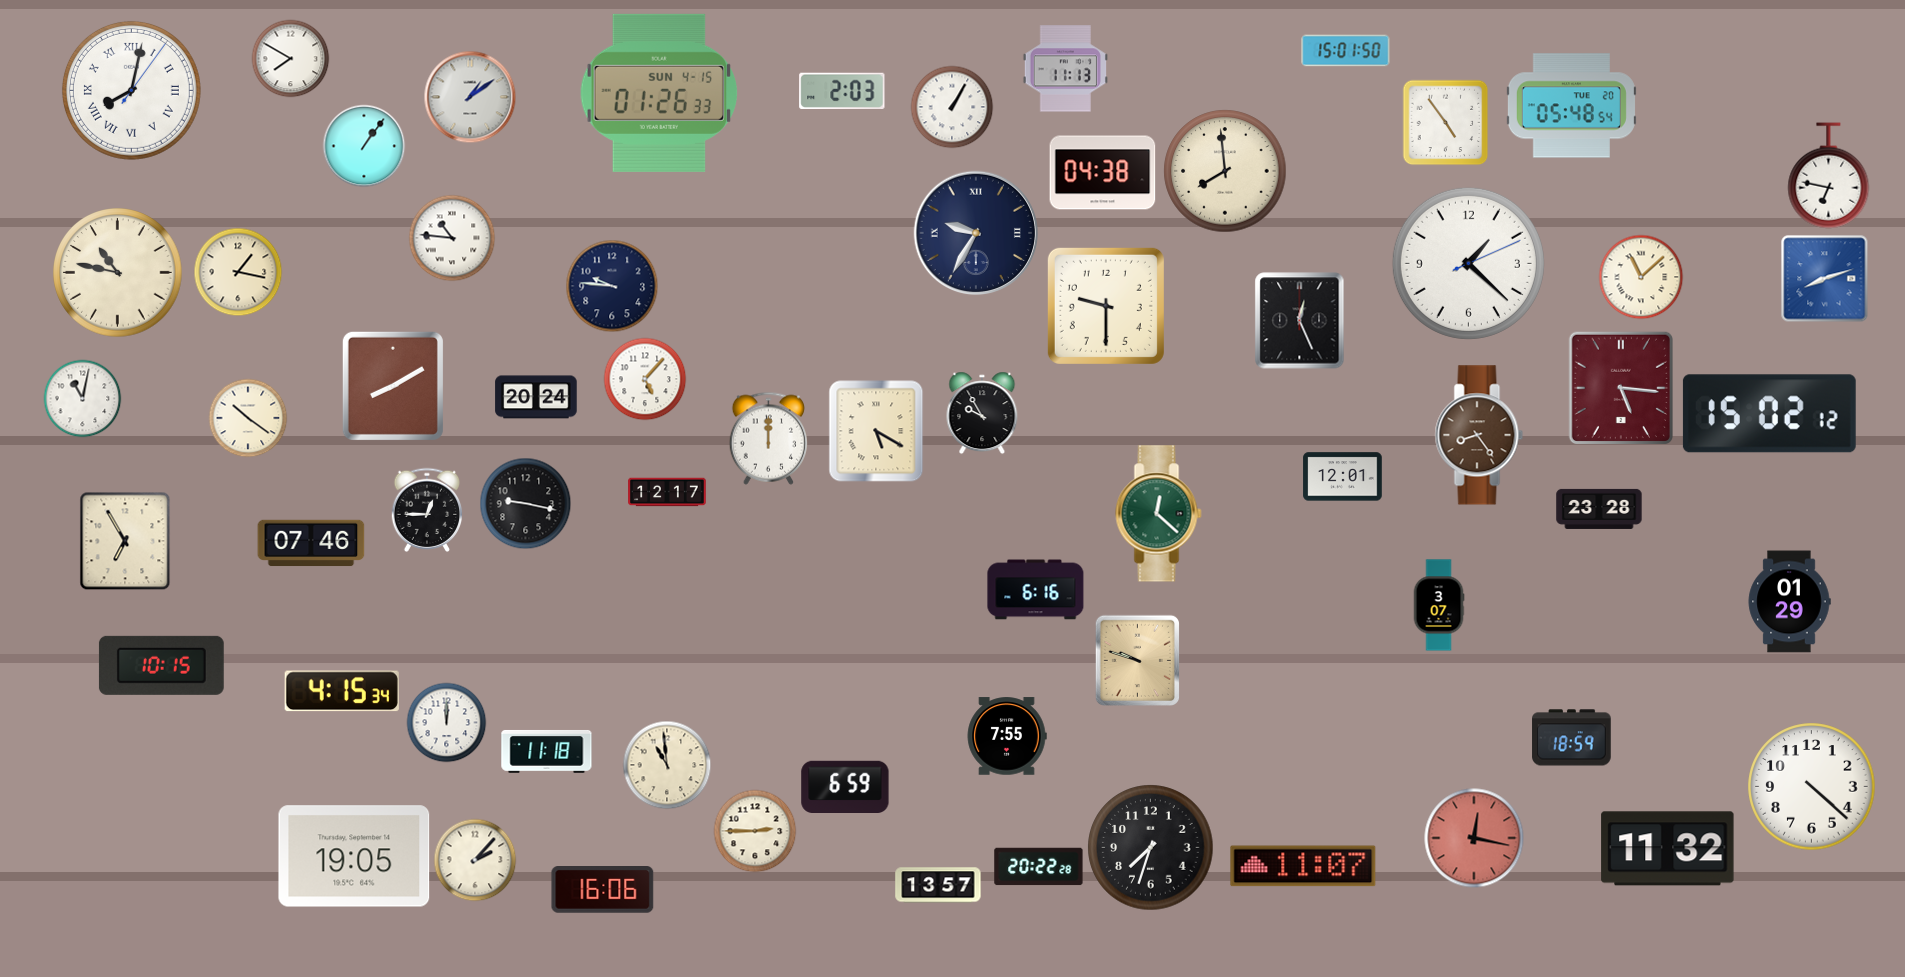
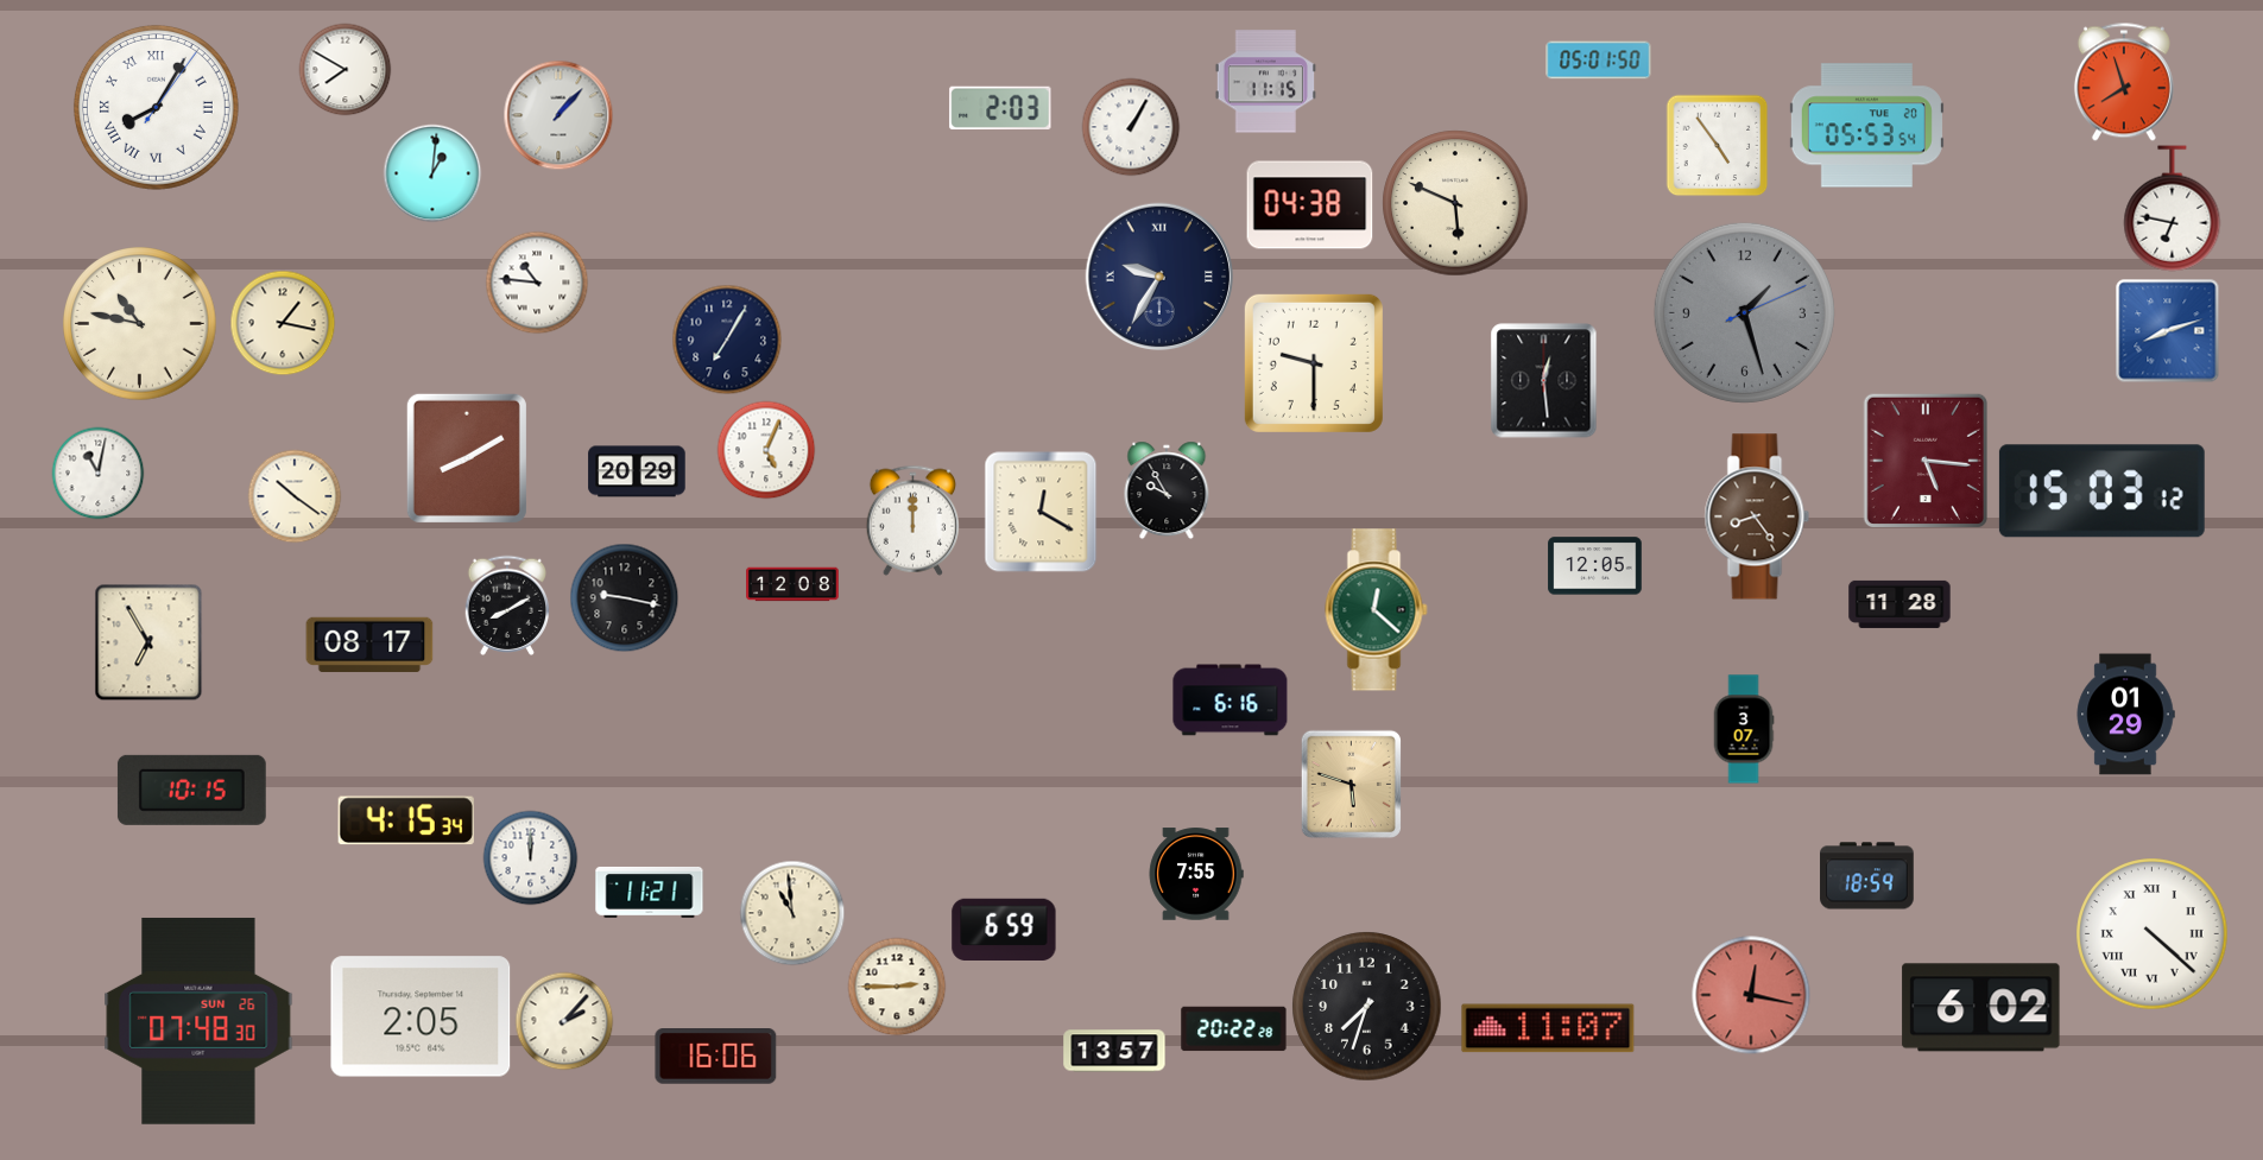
clock at (1346, 51): 15:01 -> 05:01
clock at (1065, 69): 11:13 -> 11:15
clock at (2124, 82): none -> 7:57
clock at (131, 90): 8:02 -> 8:05
clock at (658, 93): 01:26 -> none
clock at (470, 97): 1:09 -> 1:07
clock at (1571, 106): 05:48 -> 05:53
clock at (364, 146): 1:06 -> 1:01
clock at (1225, 171): 7:59 -> 5:49
clock at (1468, 263): 1:22 -> 1:27
clock at (1468, 263) dial: white -> grey
clock at (1641, 277): 11:08 -> none
clock at (612, 286): 9:46 -> 7:05
clock at (1300, 321): 12:26 -> 12:29
clock at (645, 379): 5:07 -> 5:04
clock at (536, 397): 20:24 -> 20:29
clock at (1769, 414): 15:02 -> 15:03
clock at (876, 431): 5:20 -> 12:20
clock at (1343, 477): 12:01 -> 12:05
clock at (667, 492): 12:17 -> 12:08
clock at (1599, 509): 23:28 -> 11:28
clock at (427, 510): 12:45 -> 8:10
clock at (311, 543): 07:46 -> 08:17
clock at (1439, 605) position: (1439, 605) -> (1744, 729)
clock at (1137, 660): 9:48 -> 5:48
clock at (547, 751): 11:18 -> 11:21
clock at (667, 765) position: (667, 765) -> (792, 913)
clock at (845, 786) position: (845, 786) -> (1004, 928)
clock at (1812, 787) numerals: Arabic -> Roman
clock at (1668, 849): 11:32 -> 6:02
clock at (354, 856): 19:05 -> 2:05
clock at (198, 1021): none -> 07:48
